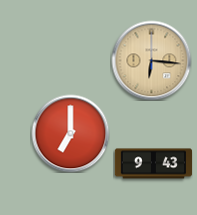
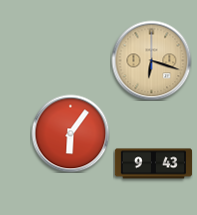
clock at (151, 60): 6:16 -> 6:18
clock at (70, 133): 7:00 -> 6:06
